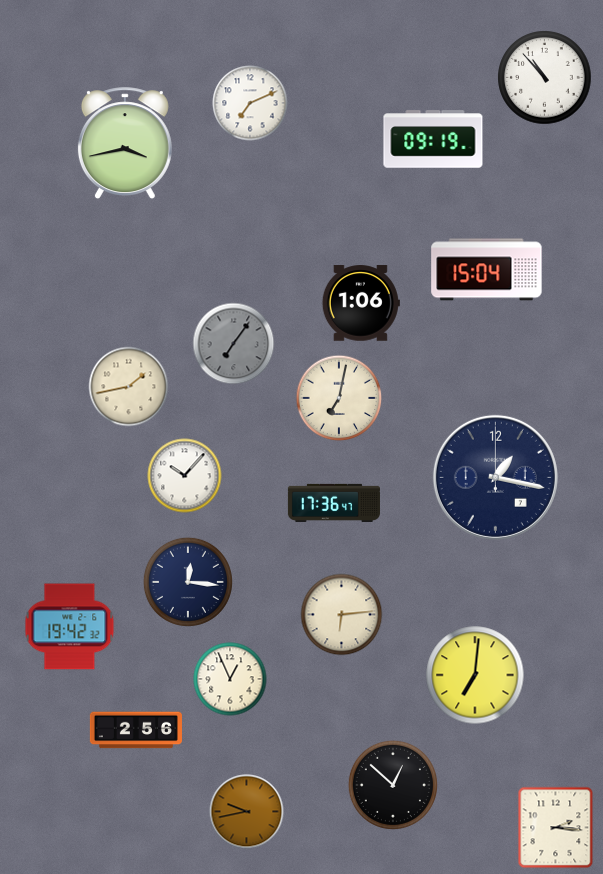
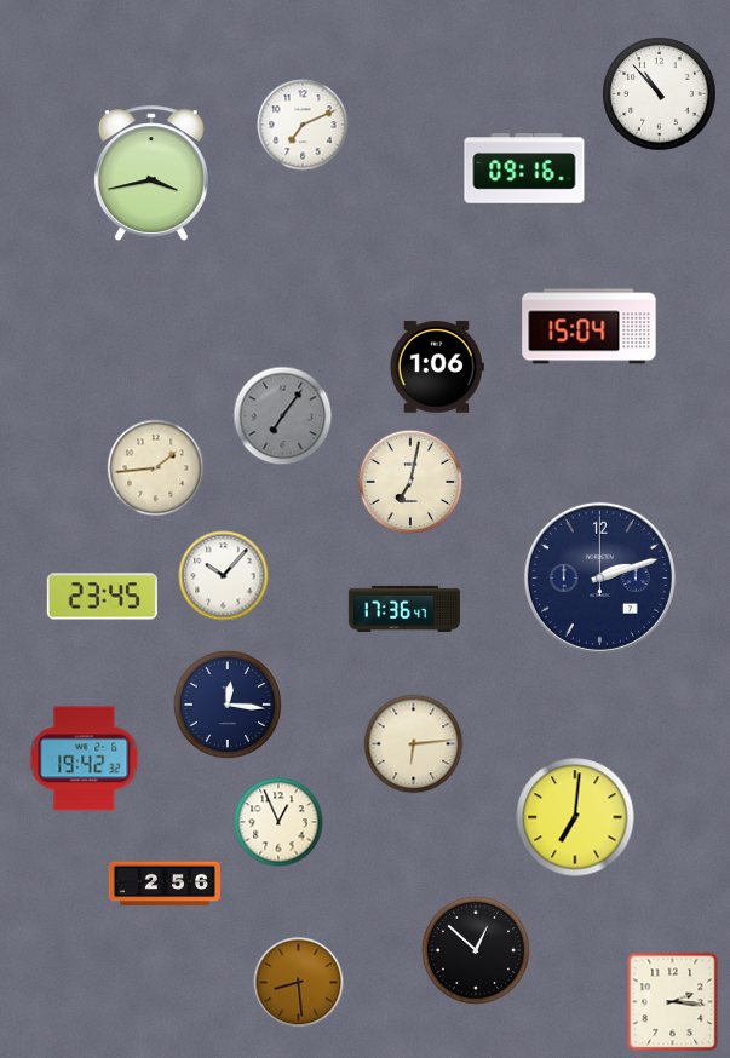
clock at (433, 139): 09:19 -> 09:16
clock at (129, 387): 1:43 -> 1:44
clock at (495, 477): 1:17 -> 2:12
clock at (102, 597): none -> 23:45
clock at (247, 812): 9:43 -> 8:29
